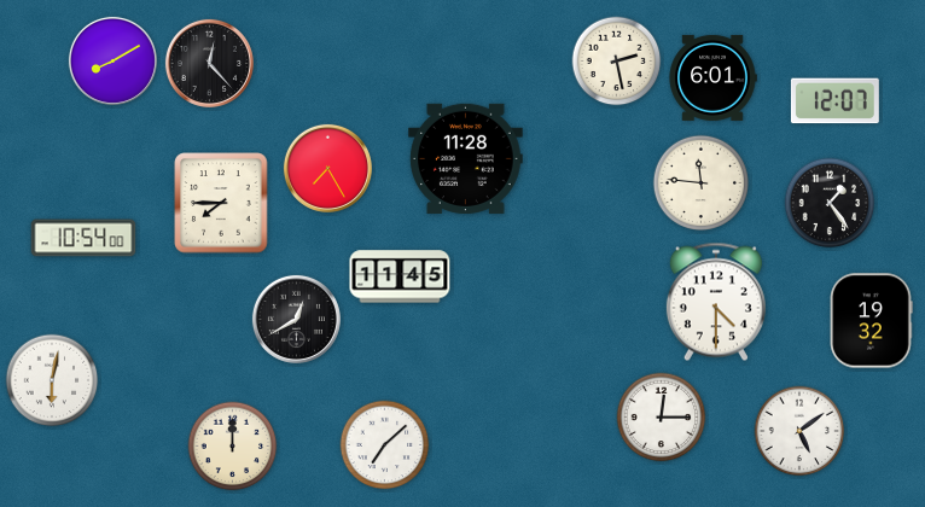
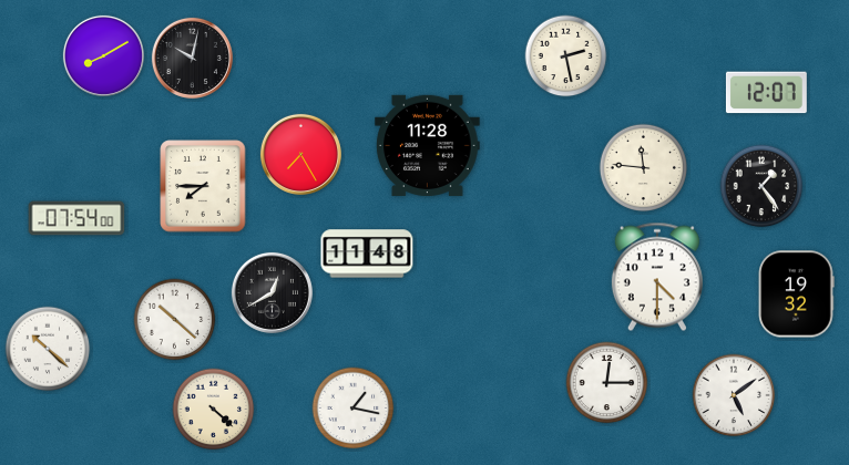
clock at (209, 63): 12:23 -> 10:02
clock at (712, 77): 6:01 -> none
clock at (83, 238): 10:54 -> 07:54
clock at (400, 276): 11:45 -> 11:48
clock at (871, 321) position: (871, 321) -> (796, 294)
clock at (175, 320): none -> 10:22
clock at (52, 380): 6:02 -> 10:22
clock at (385, 445): 7:08 -> 1:17
clock at (233, 447): 12:00 -> 4:22
